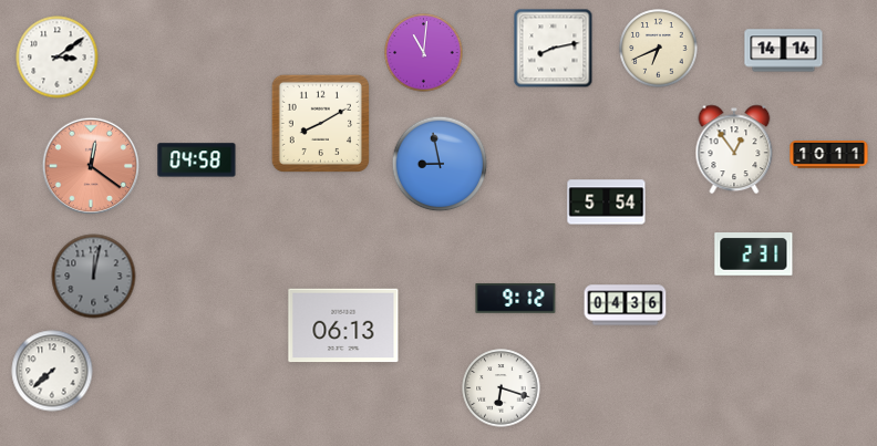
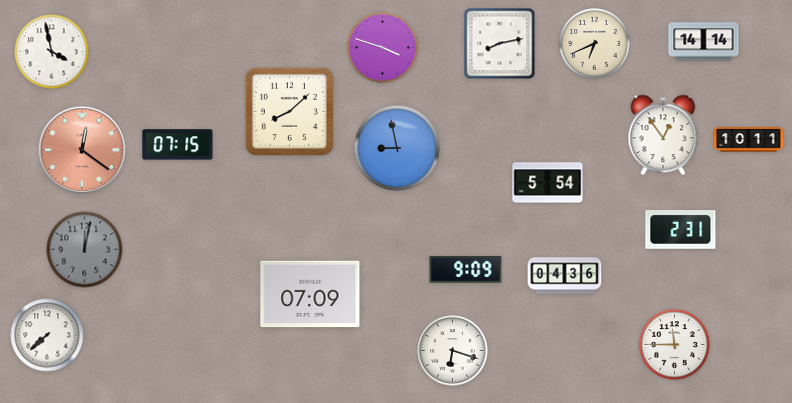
clock at (784, 51) position: (784, 51) -> (704, 42)
clock at (424, 53): 11:01 -> 3:48
clock at (58, 58): 3:09 -> 3:58
clock at (320, 123): 8:10 -> 8:08
clock at (197, 160): 04:58 -> 07:15
clock at (516, 299): 9:12 -> 9:09
clock at (343, 325): 06:13 -> 07:09
clock at (675, 345): none -> 11:45
